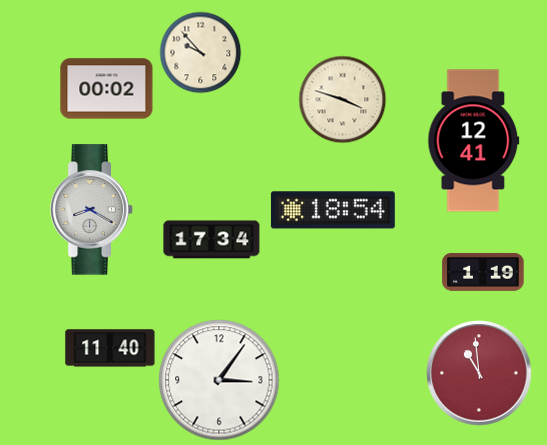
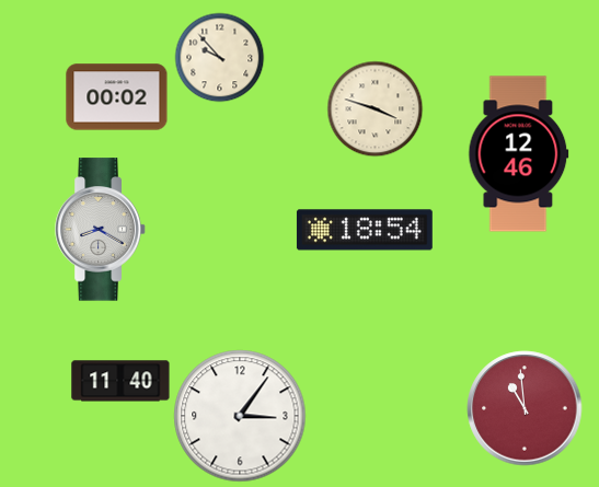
clock at (474, 141): 12:41 -> 12:46
clock at (212, 240): 17:34 -> none
clock at (483, 272): 1:19 -> none
